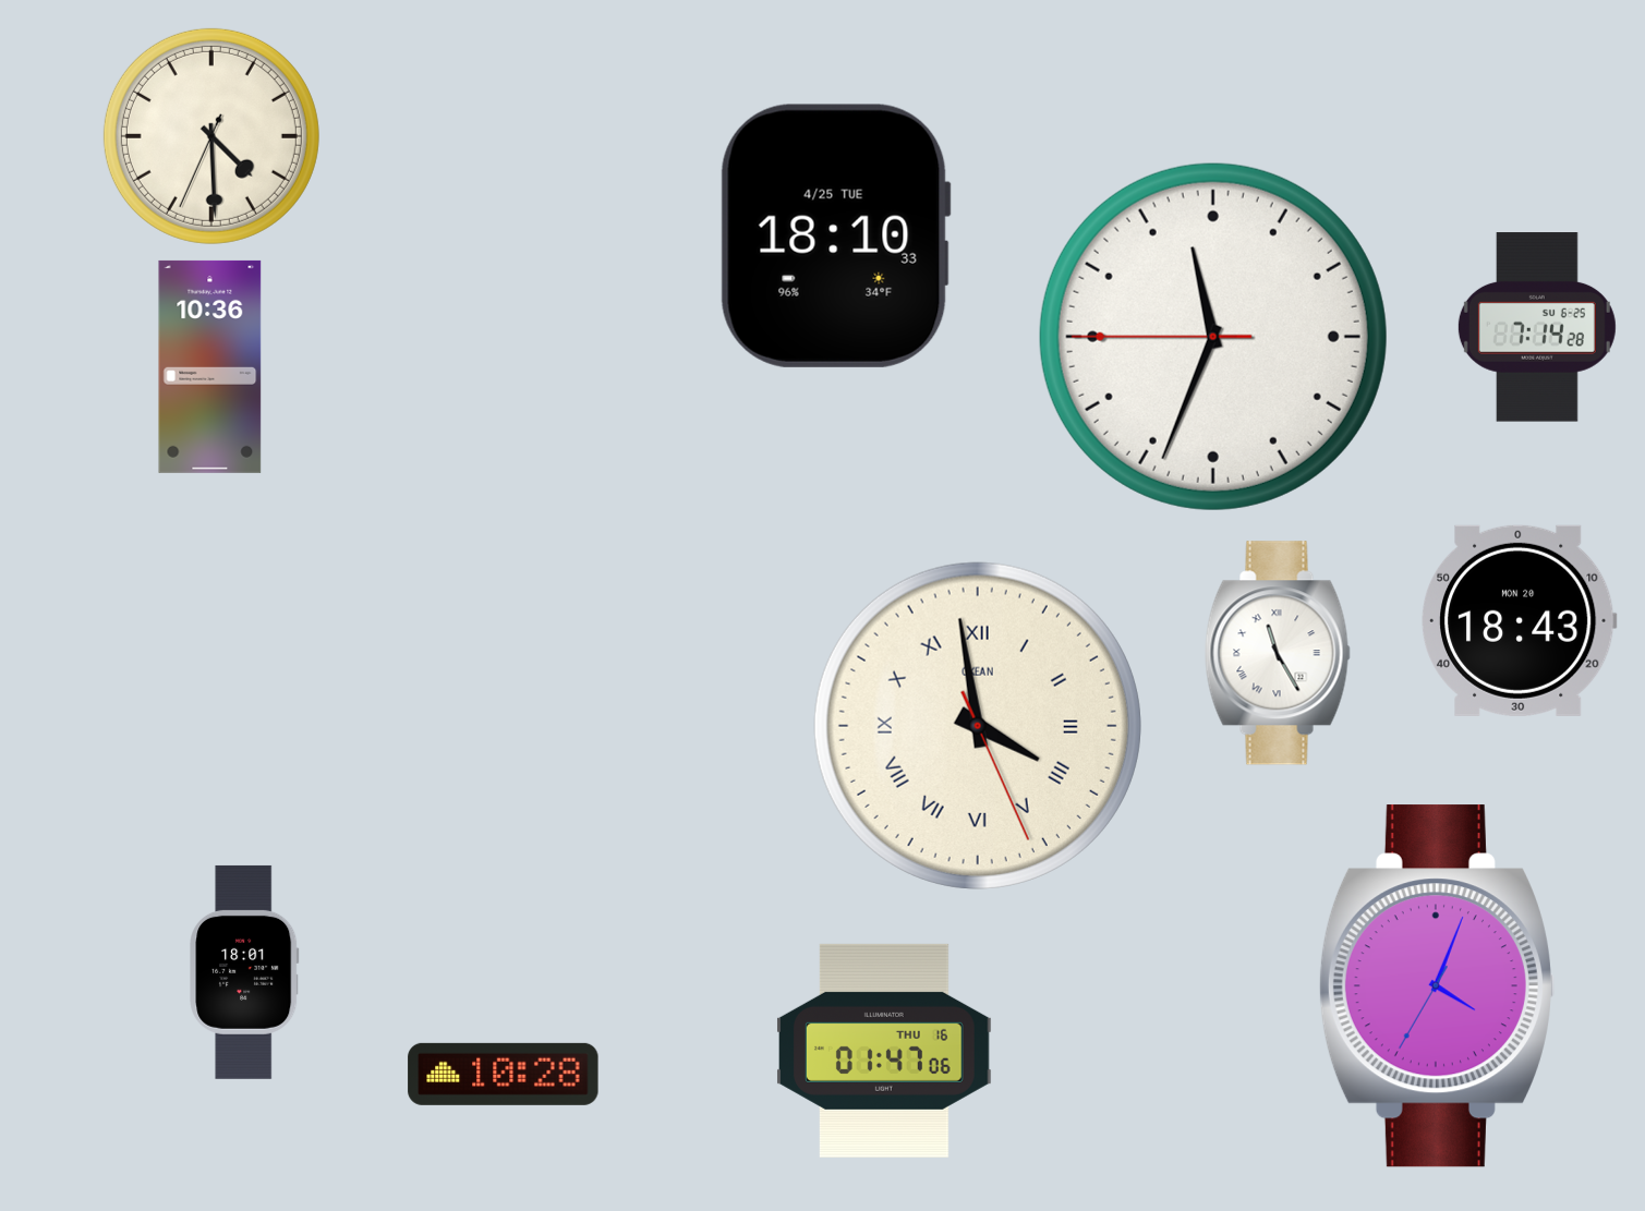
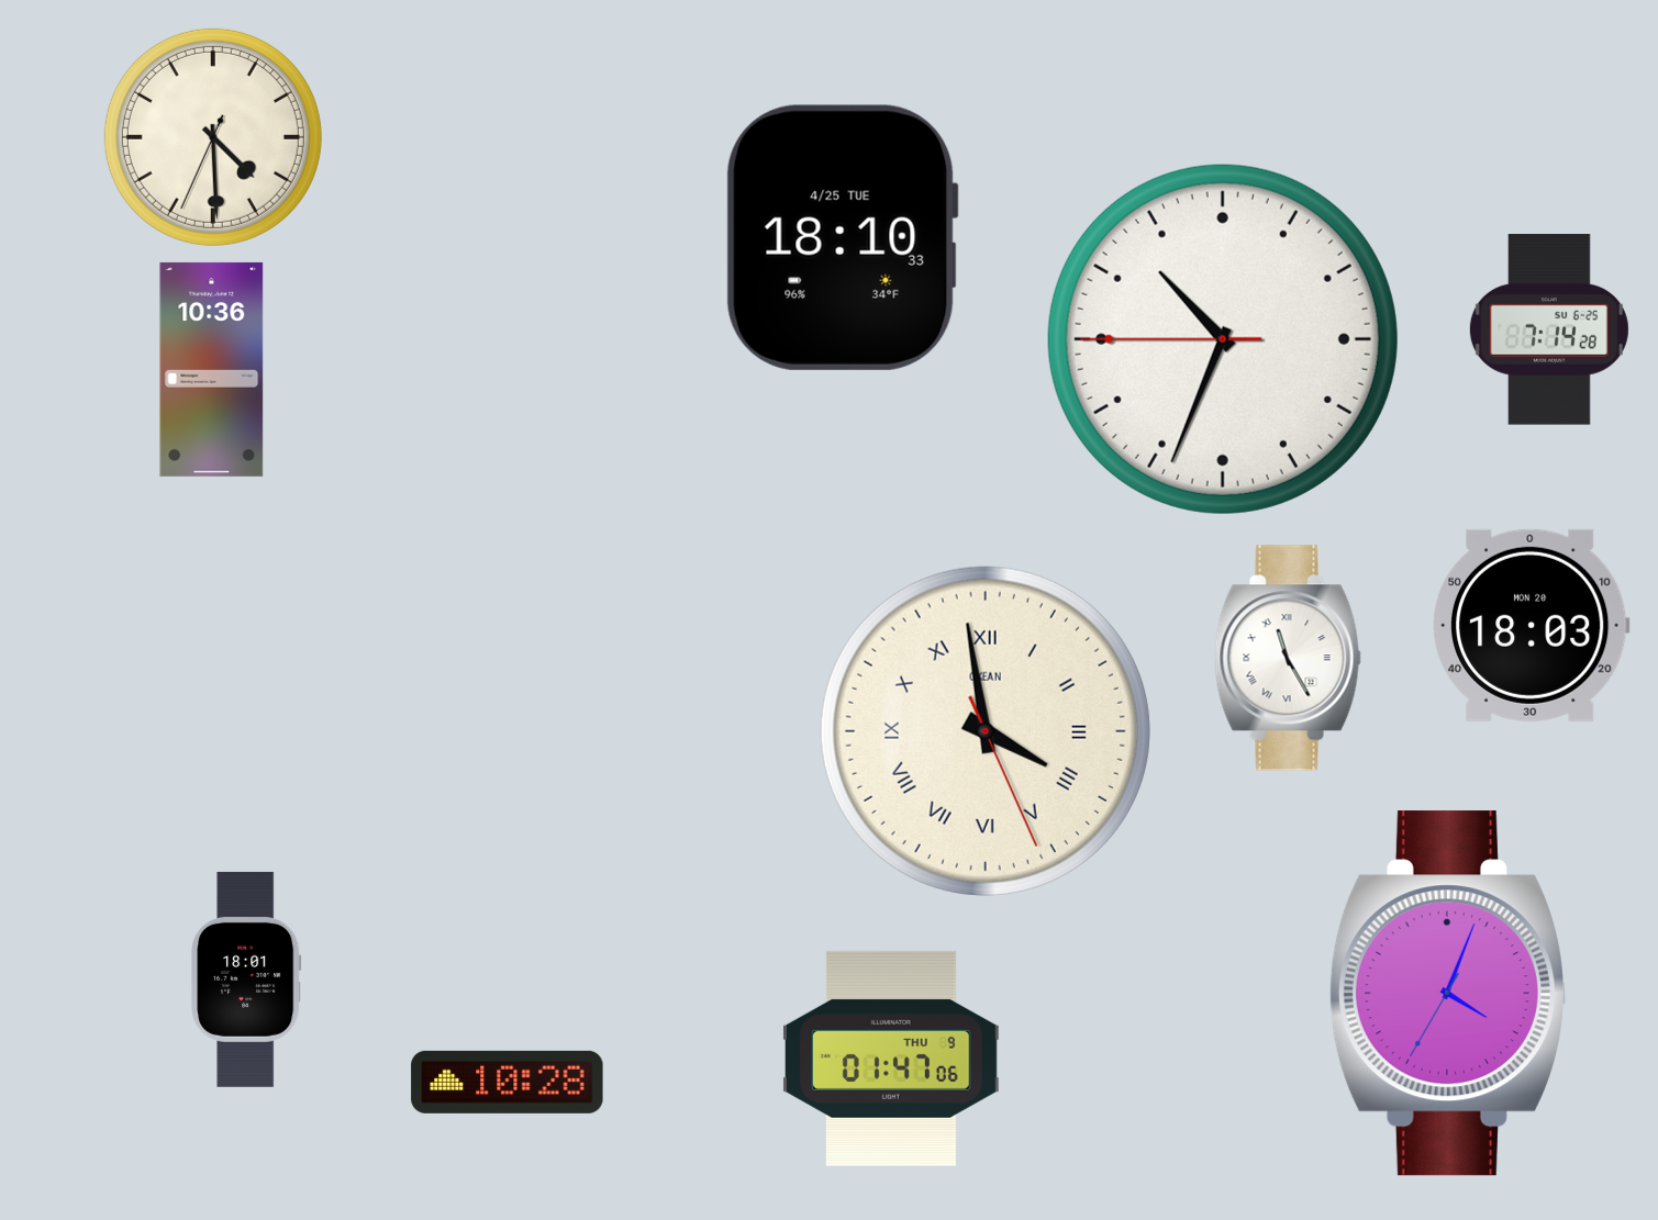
clock at (1213, 337): 11:33 -> 10:33
clock at (1519, 620): 18:43 -> 18:03
clock at (885, 1051) date: THU 16 -> THU 9
